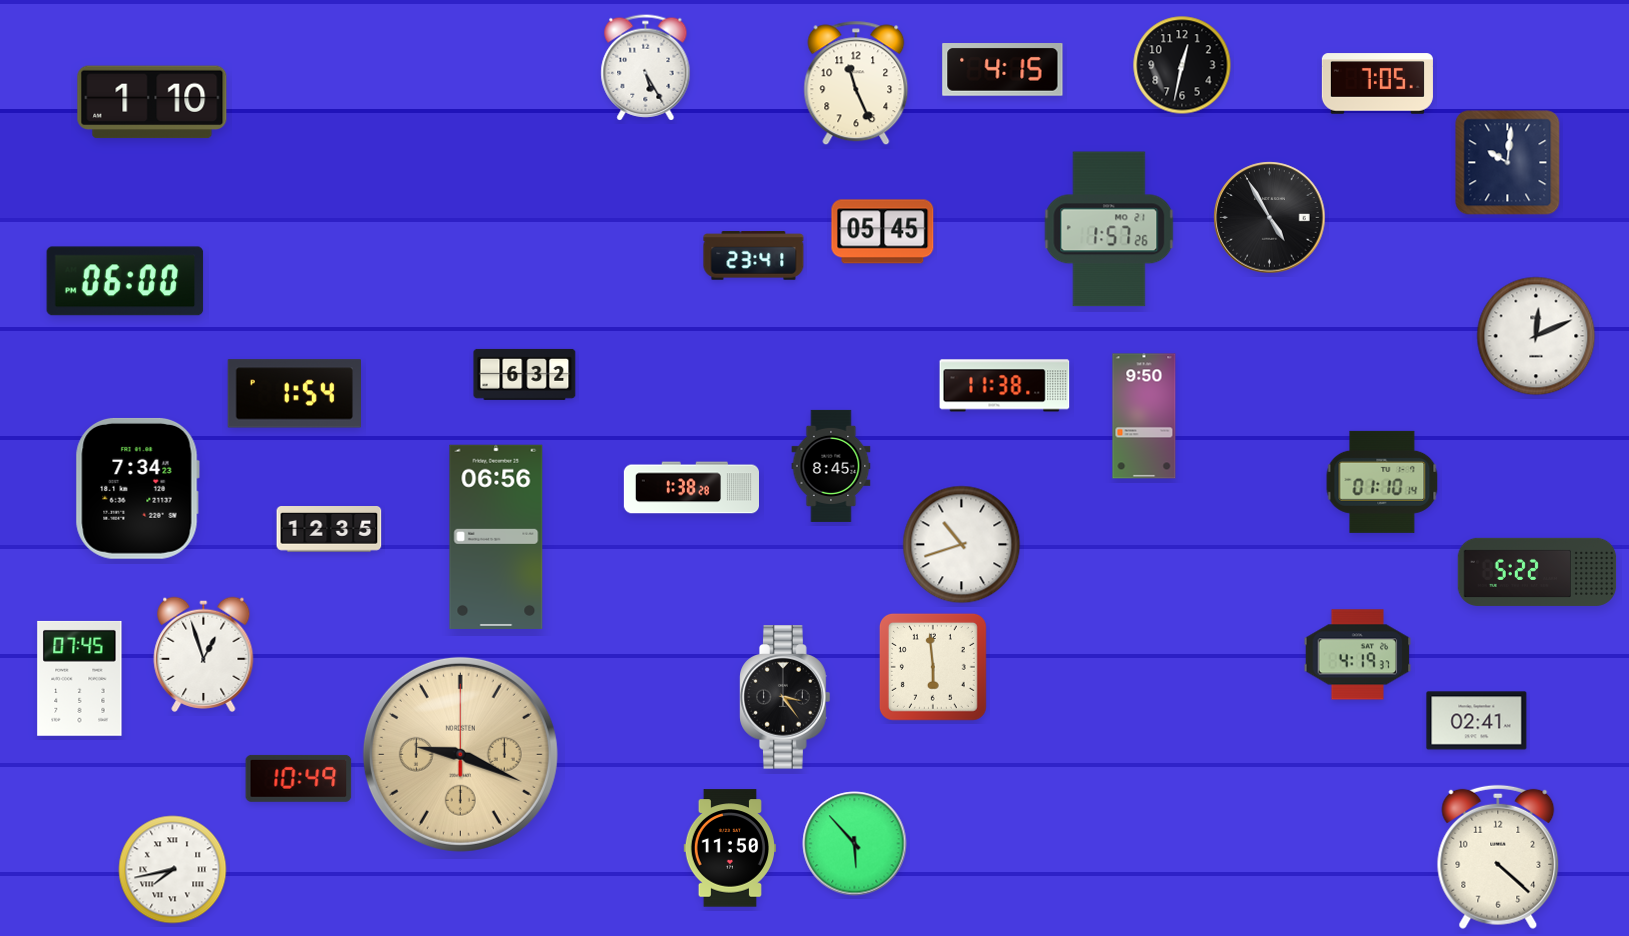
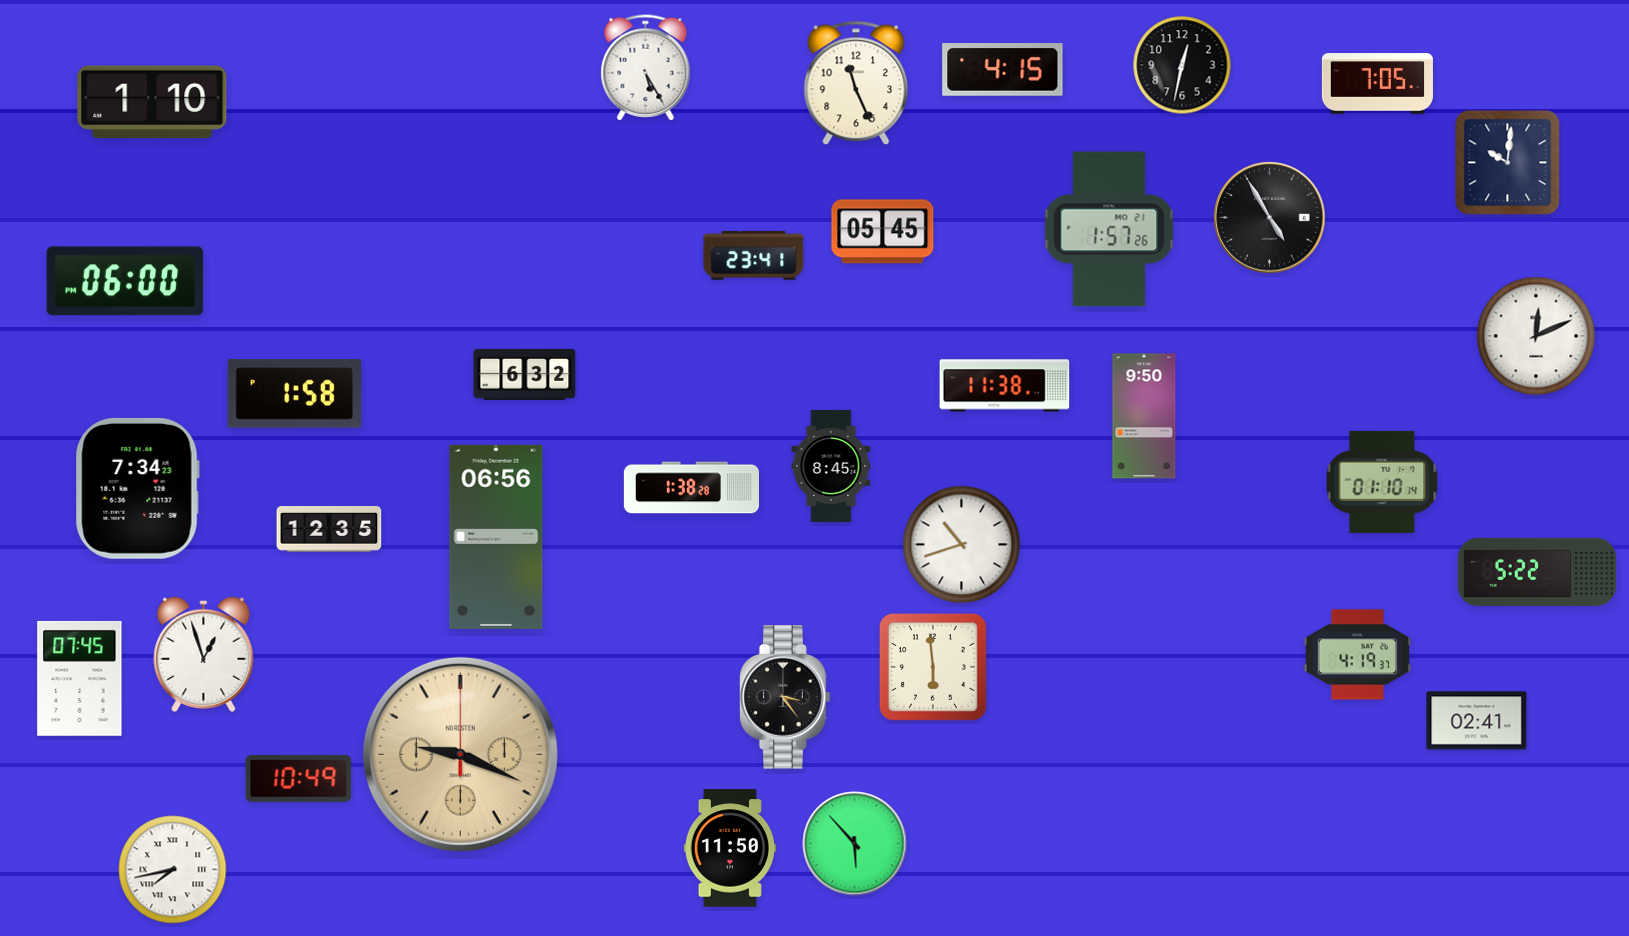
clock at (294, 394): 1:54 -> 1:58
clock at (1498, 857): 4:22 -> none
